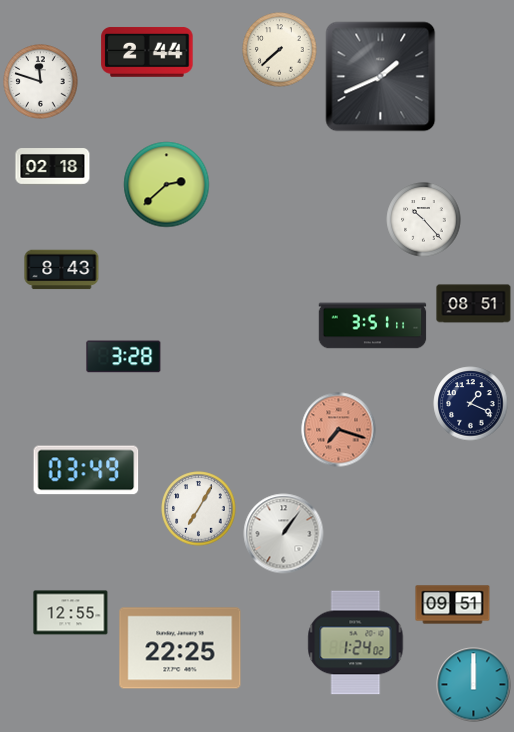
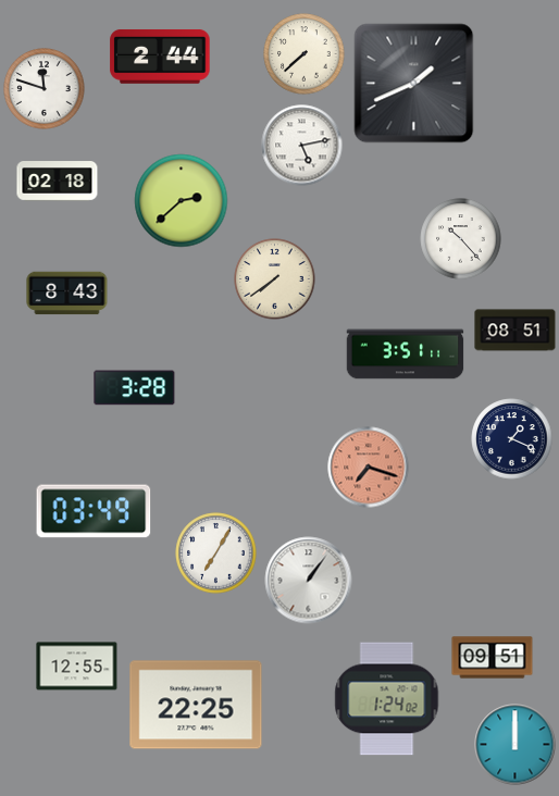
clock at (302, 146): none -> 5:13
clock at (275, 279): none -> 7:39
